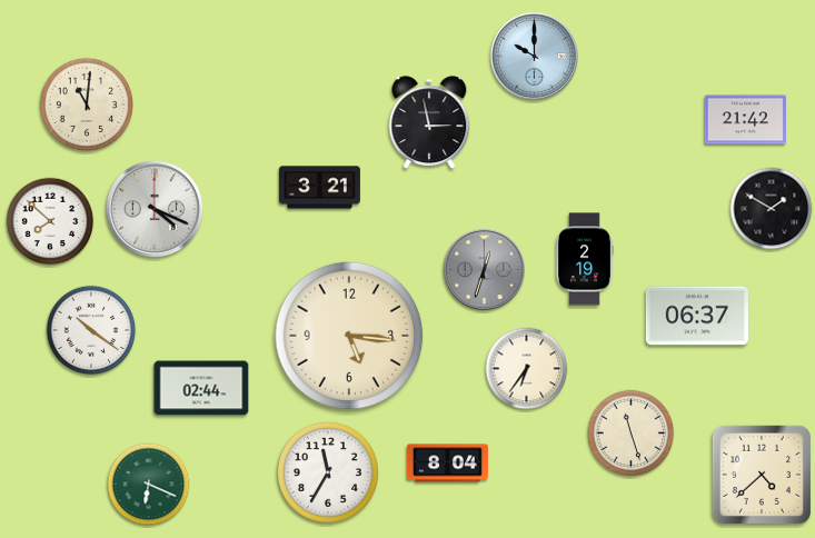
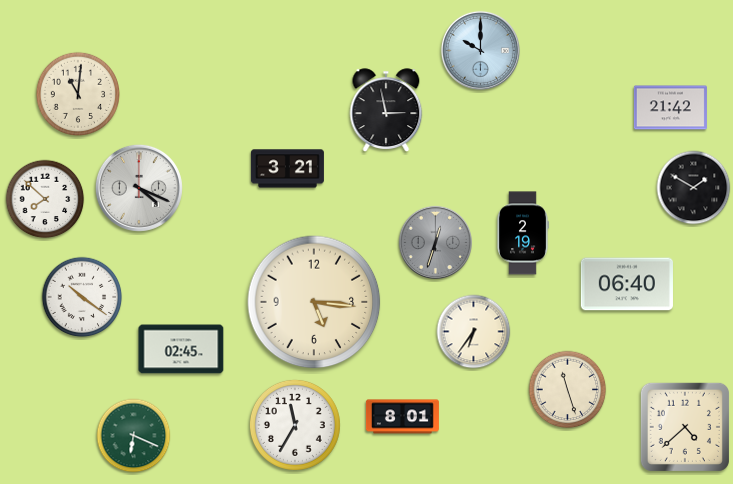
clock at (585, 259) position: (585, 259) -> (523, 233)
clock at (697, 316): 06:37 -> 06:40
clock at (201, 388): 02:44 -> 02:45
clock at (447, 464): 8:04 -> 8:01
